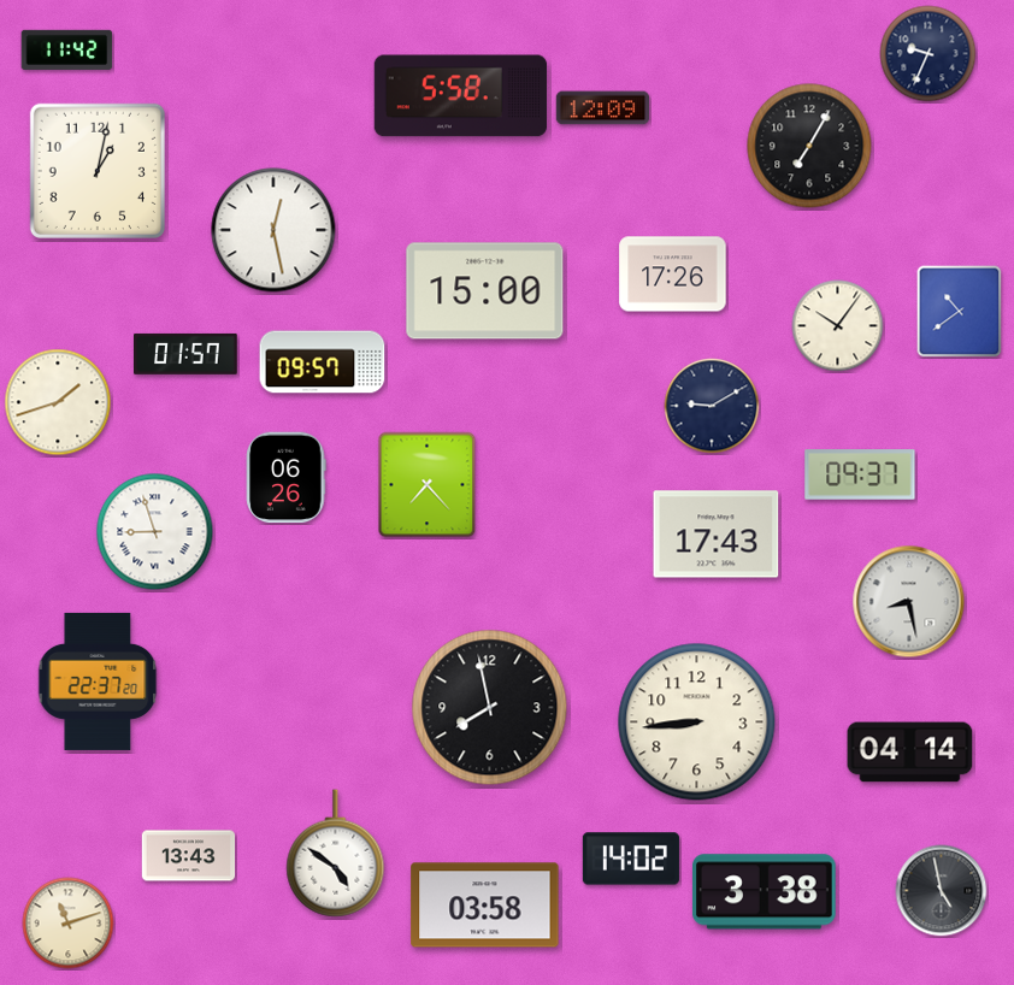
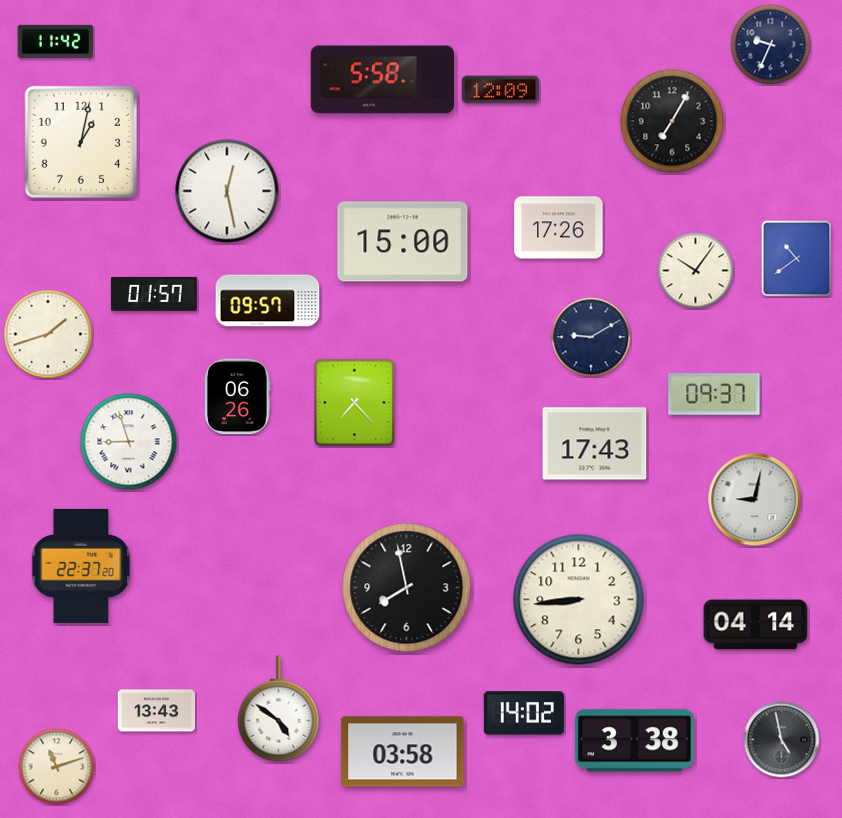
clock at (909, 602): 8:28 -> 9:02
